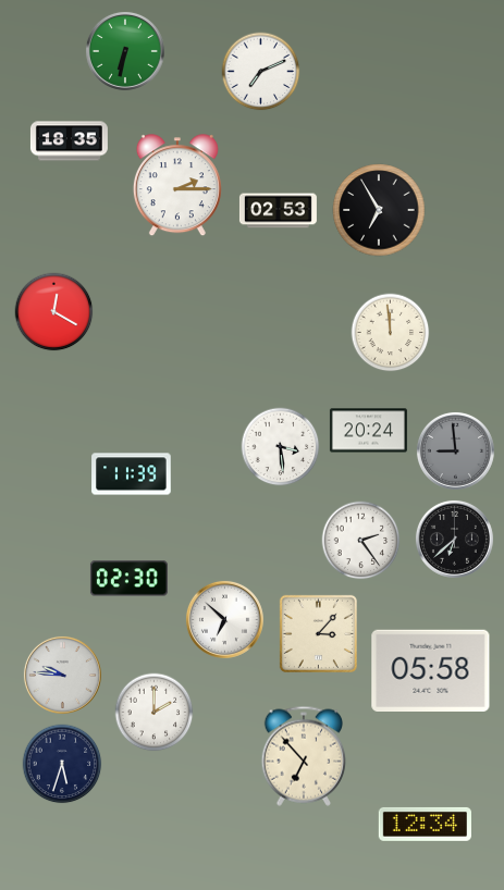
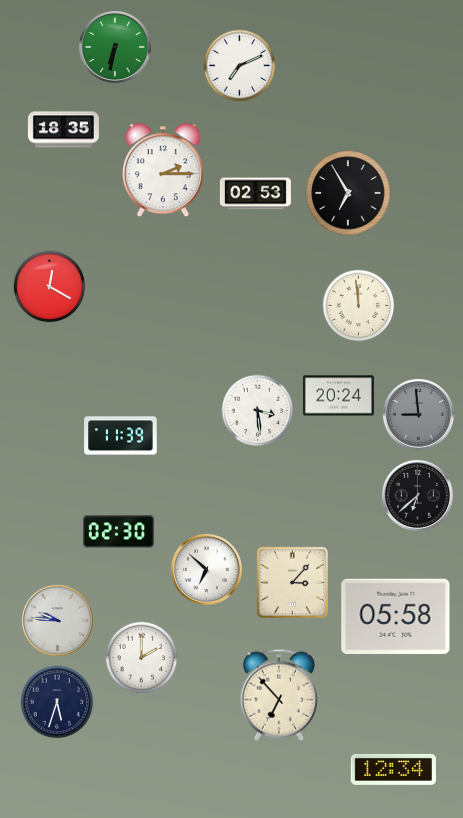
clock at (361, 541): 2:24 -> none
clock at (155, 713) position: (155, 713) -> (142, 658)
clock at (425, 824) position: (425, 824) -> (393, 769)
